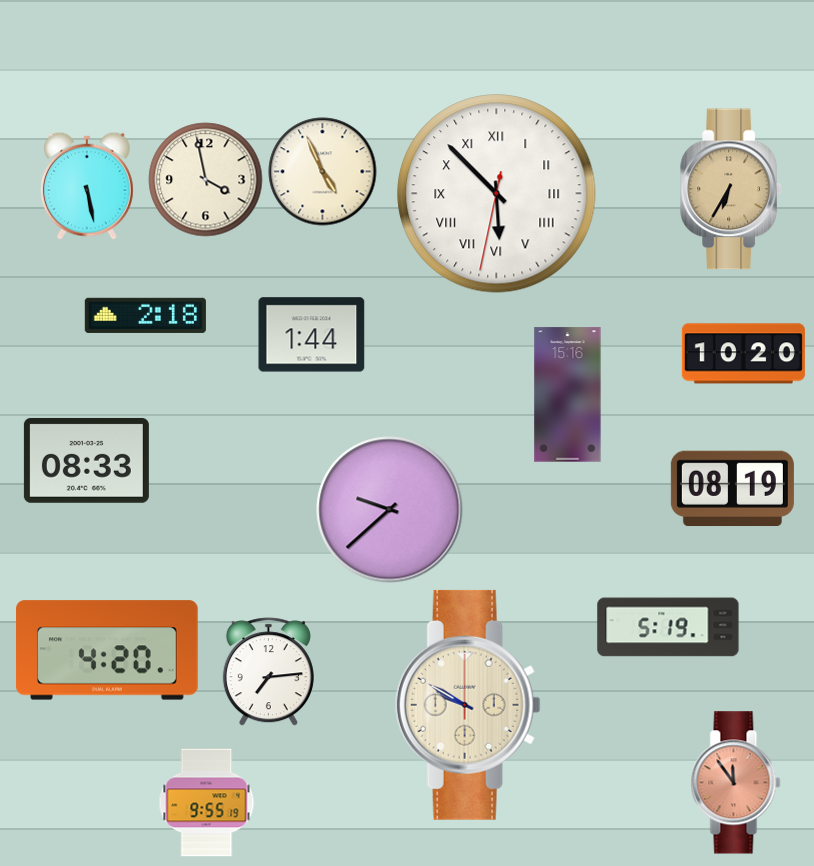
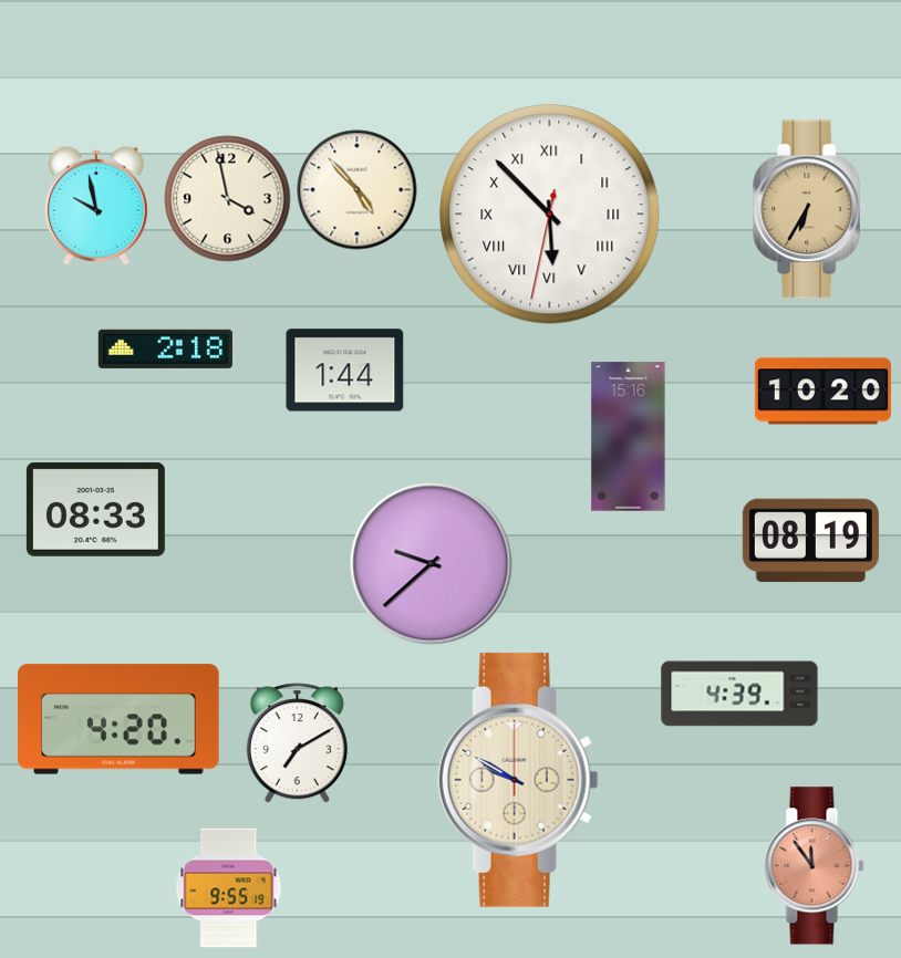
clock at (323, 172): 4:56 -> 4:53
clock at (87, 186): 5:28 -> 9:58
clock at (145, 315) position: (145, 315) -> (165, 348)
clock at (668, 627): 5:19 -> 4:39
clock at (268, 672): 7:14 -> 7:10
